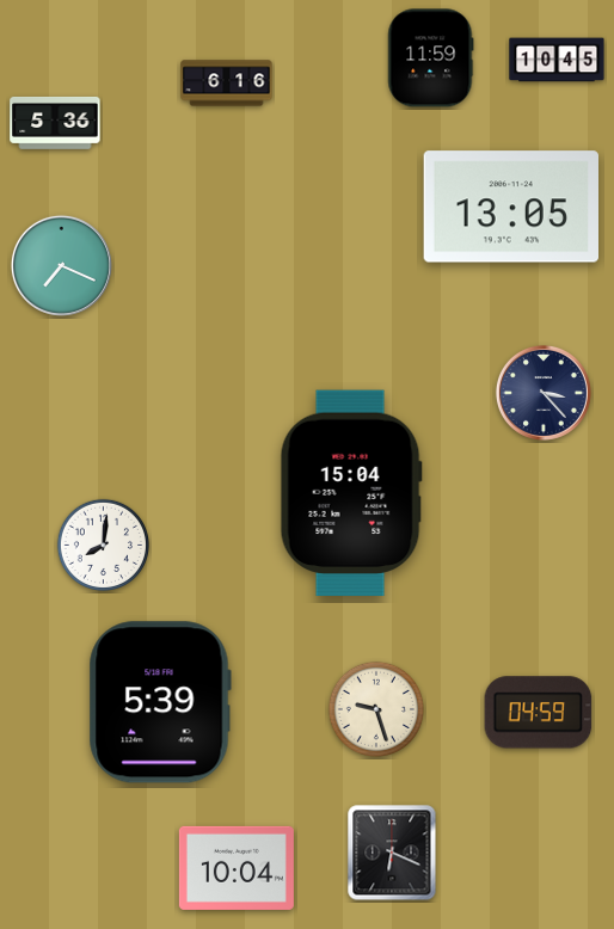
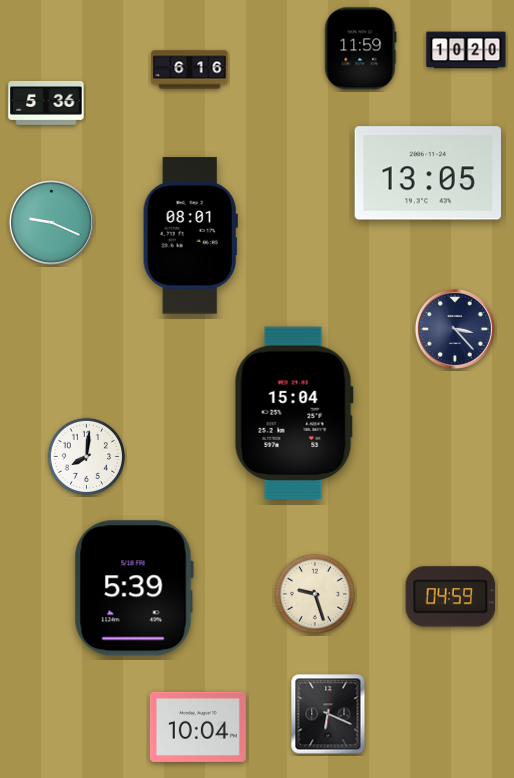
clock at (557, 60): 10:45 -> 10:20
clock at (61, 265): 7:19 -> 9:19
clock at (190, 236): none -> 08:01
